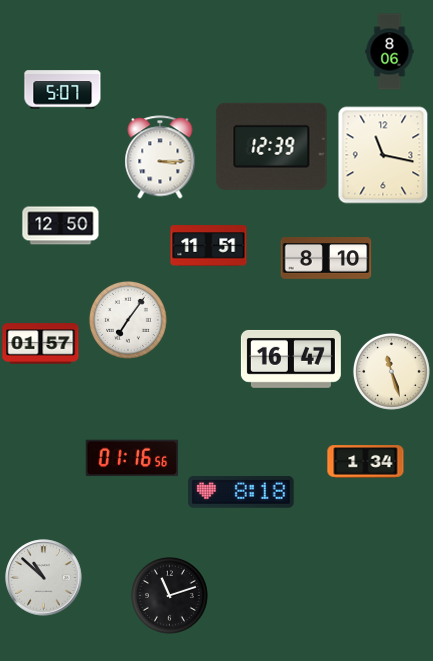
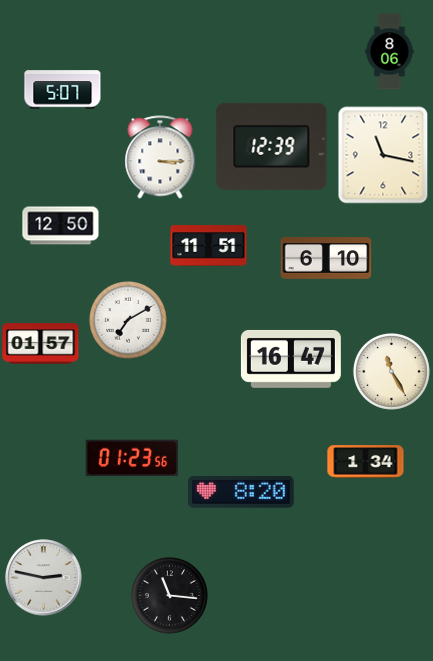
clock at (326, 258): 8:10 -> 6:10
clock at (128, 320): 7:06 -> 7:10
clock at (391, 371): 11:27 -> 11:25
clock at (132, 458): 01:16 -> 01:23
clock at (241, 492): 8:18 -> 8:20
clock at (44, 578): 10:52 -> 2:47
clock at (169, 595): 11:12 -> 11:16
